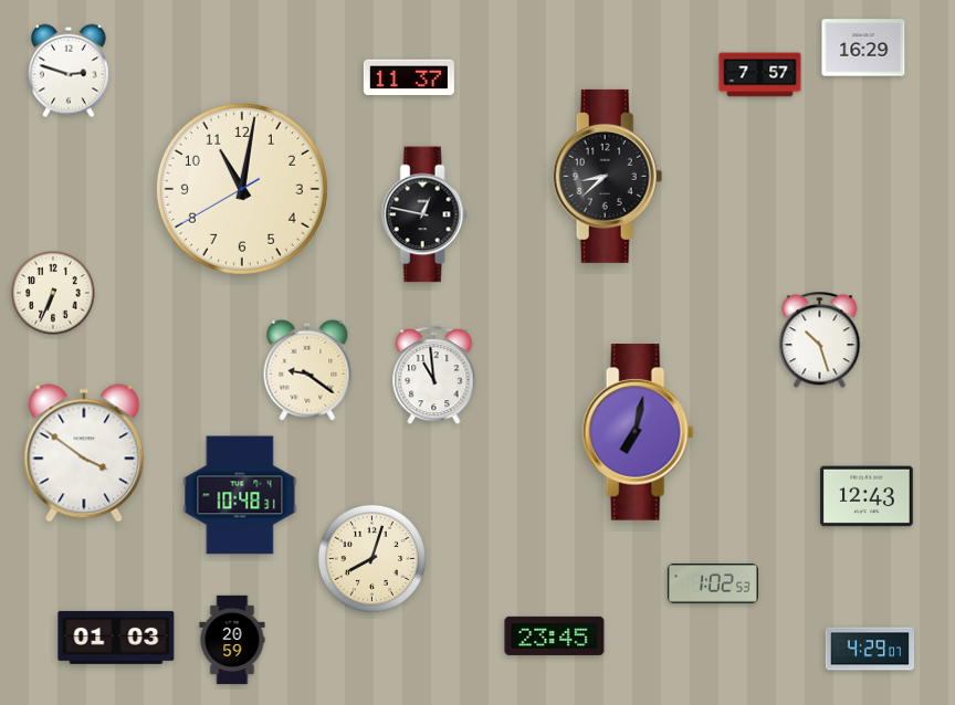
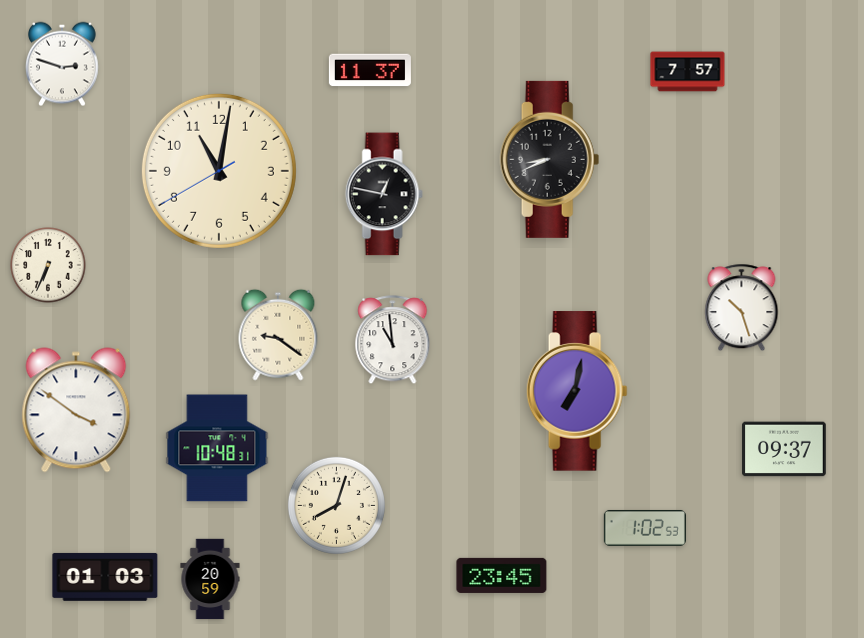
clock at (863, 48): 16:29 -> none
clock at (760, 75) position: (760, 75) -> (688, 72)
clock at (608, 176): 8:38 -> 8:41
clock at (867, 496): 12:43 -> 09:37
clock at (870, 649): 4:29 -> none
